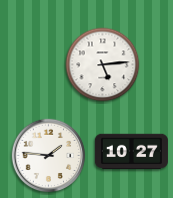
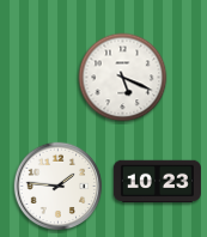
clock at (103, 65): 5:14 -> 5:19
clock at (131, 152): 10:27 -> 10:23
